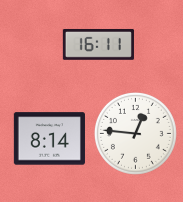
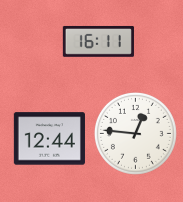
clock at (98, 44) position: (98, 44) -> (98, 41)
clock at (49, 139): 8:14 -> 12:44
